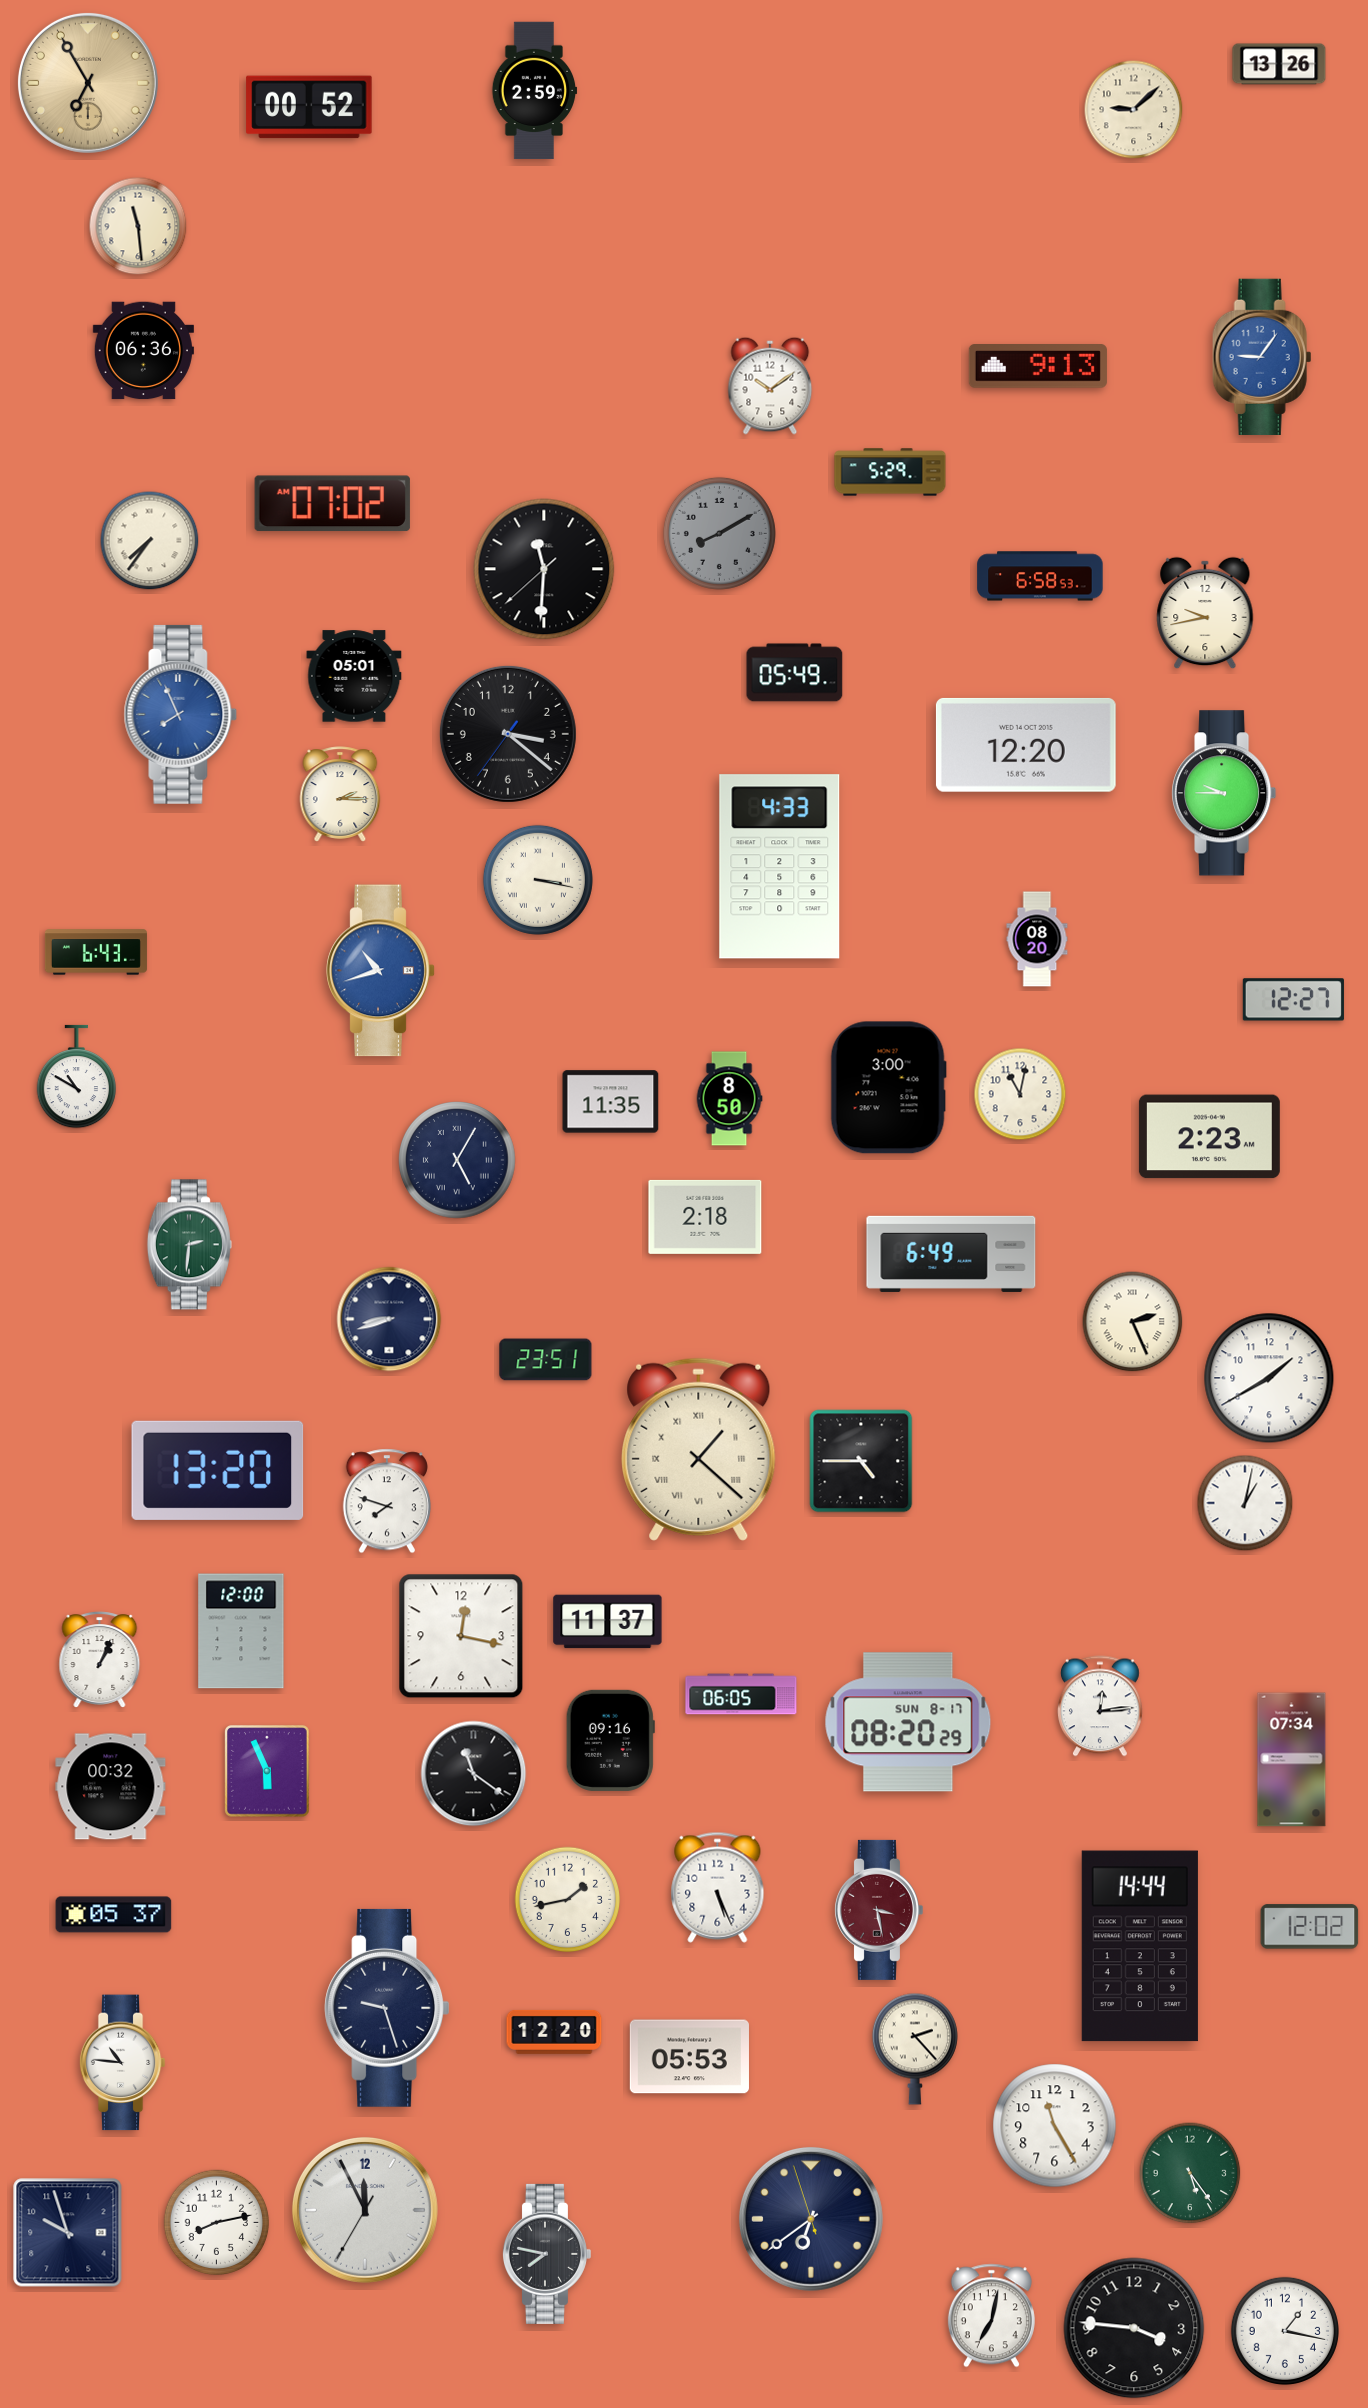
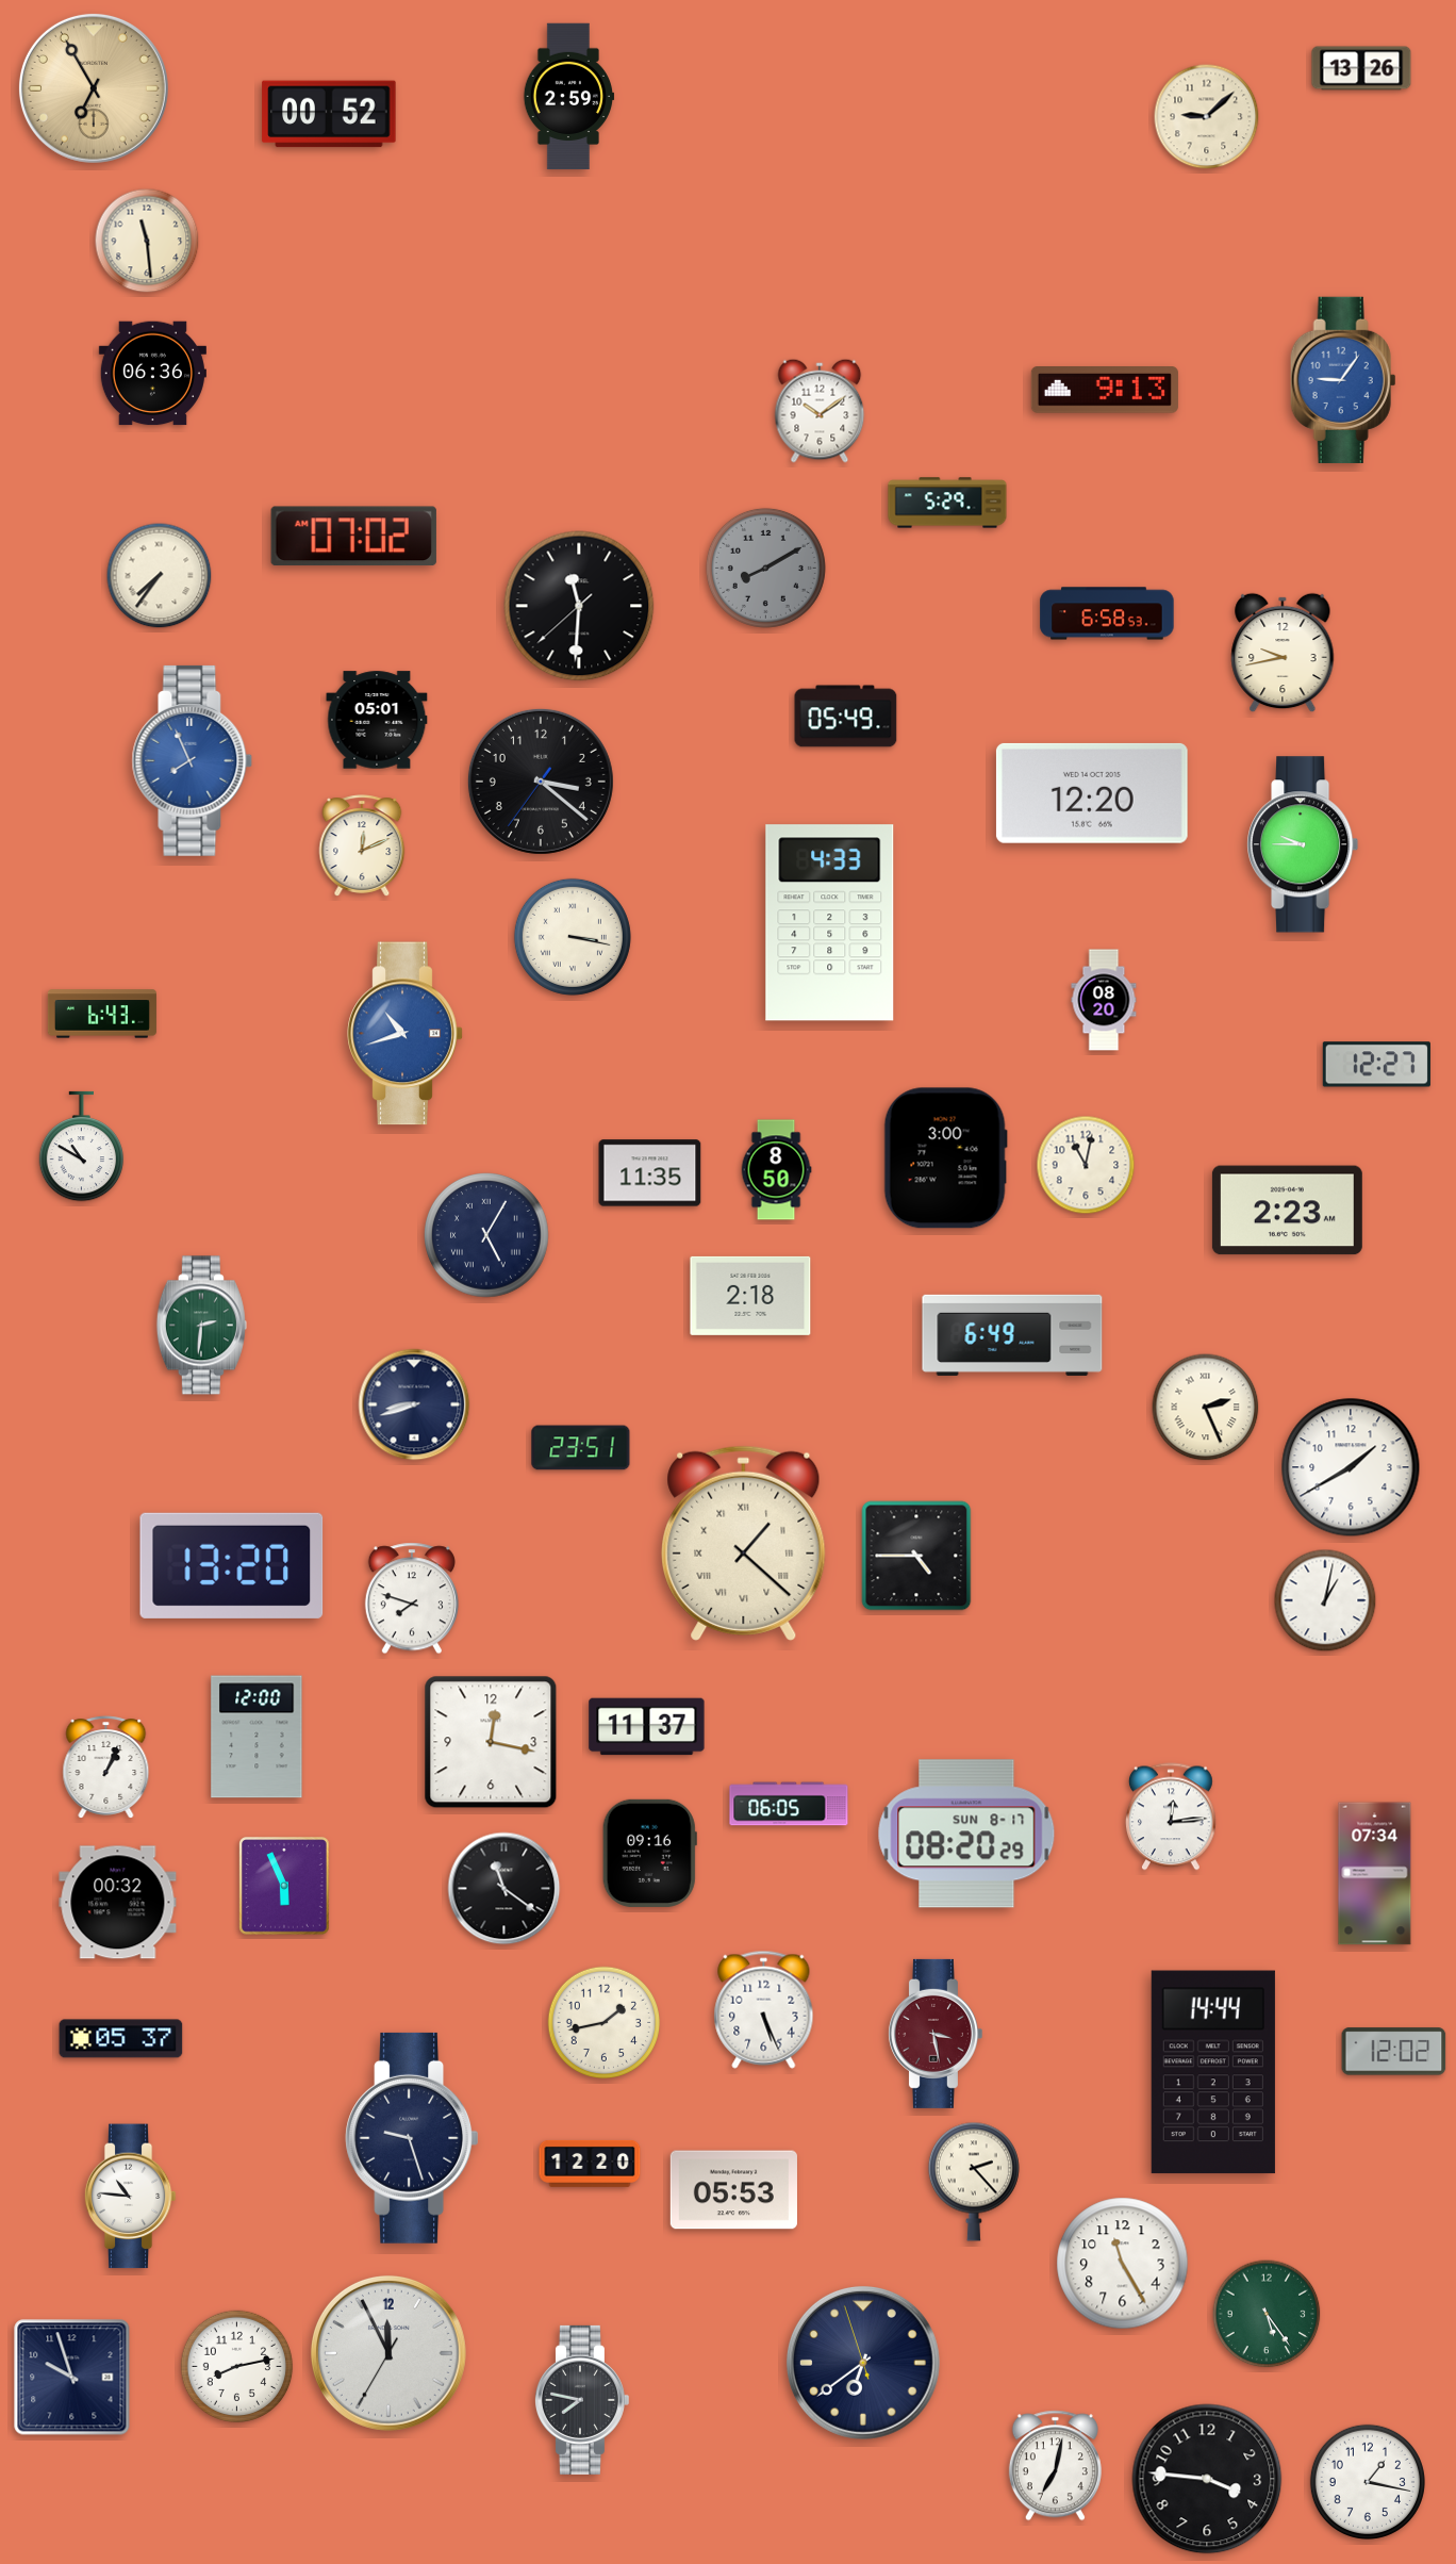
clock at (340, 794): 2:15 -> 12:11
clock at (217, 2223) position: (217, 2223) -> (237, 2367)
